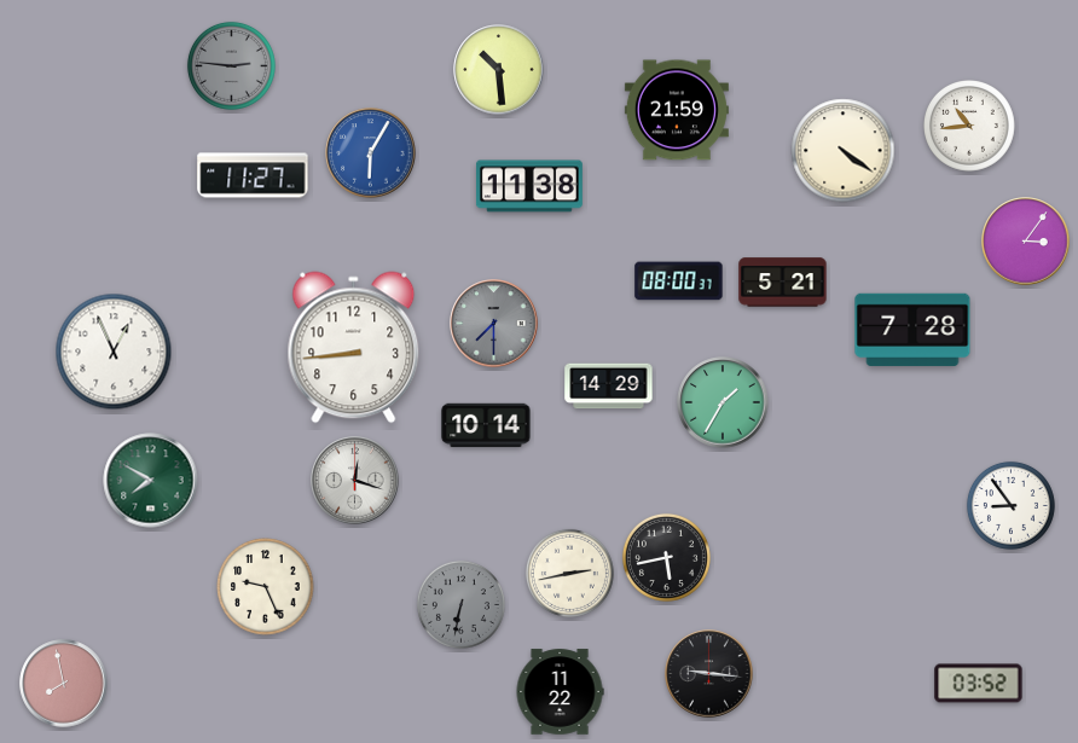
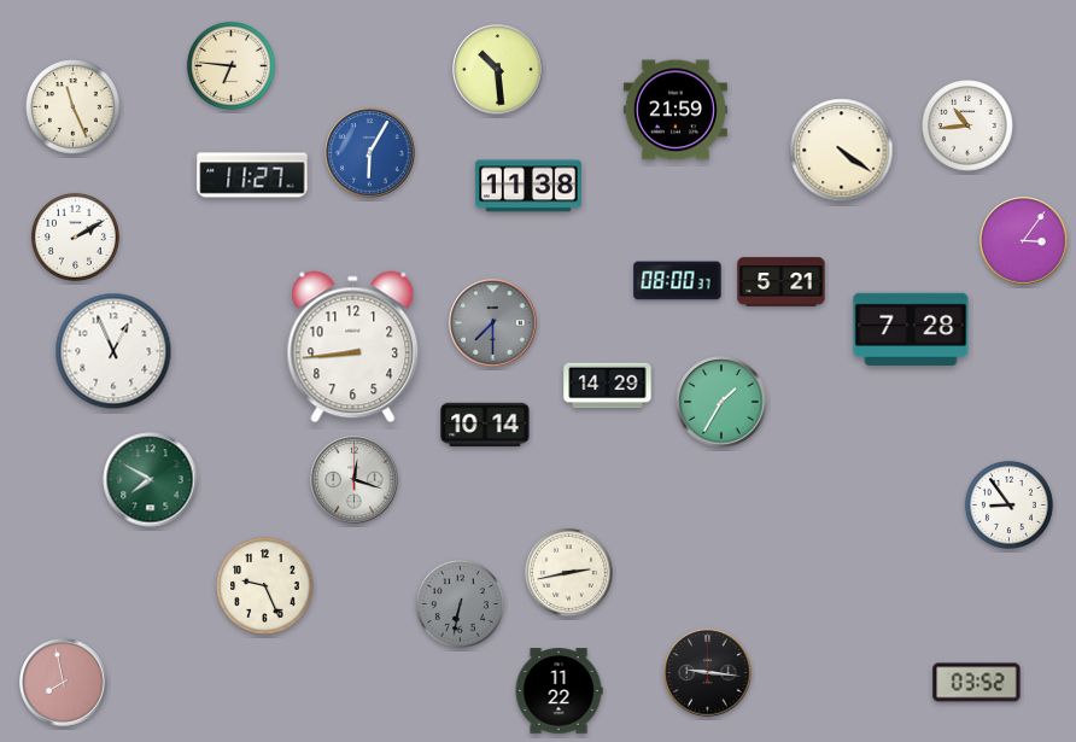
clock at (231, 65): 2:46 -> 6:46
clock at (231, 65) dial: grey -> cream
clock at (74, 107): none -> 11:26
clock at (75, 236): none -> 2:10
clock at (666, 557): 5:43 -> none
